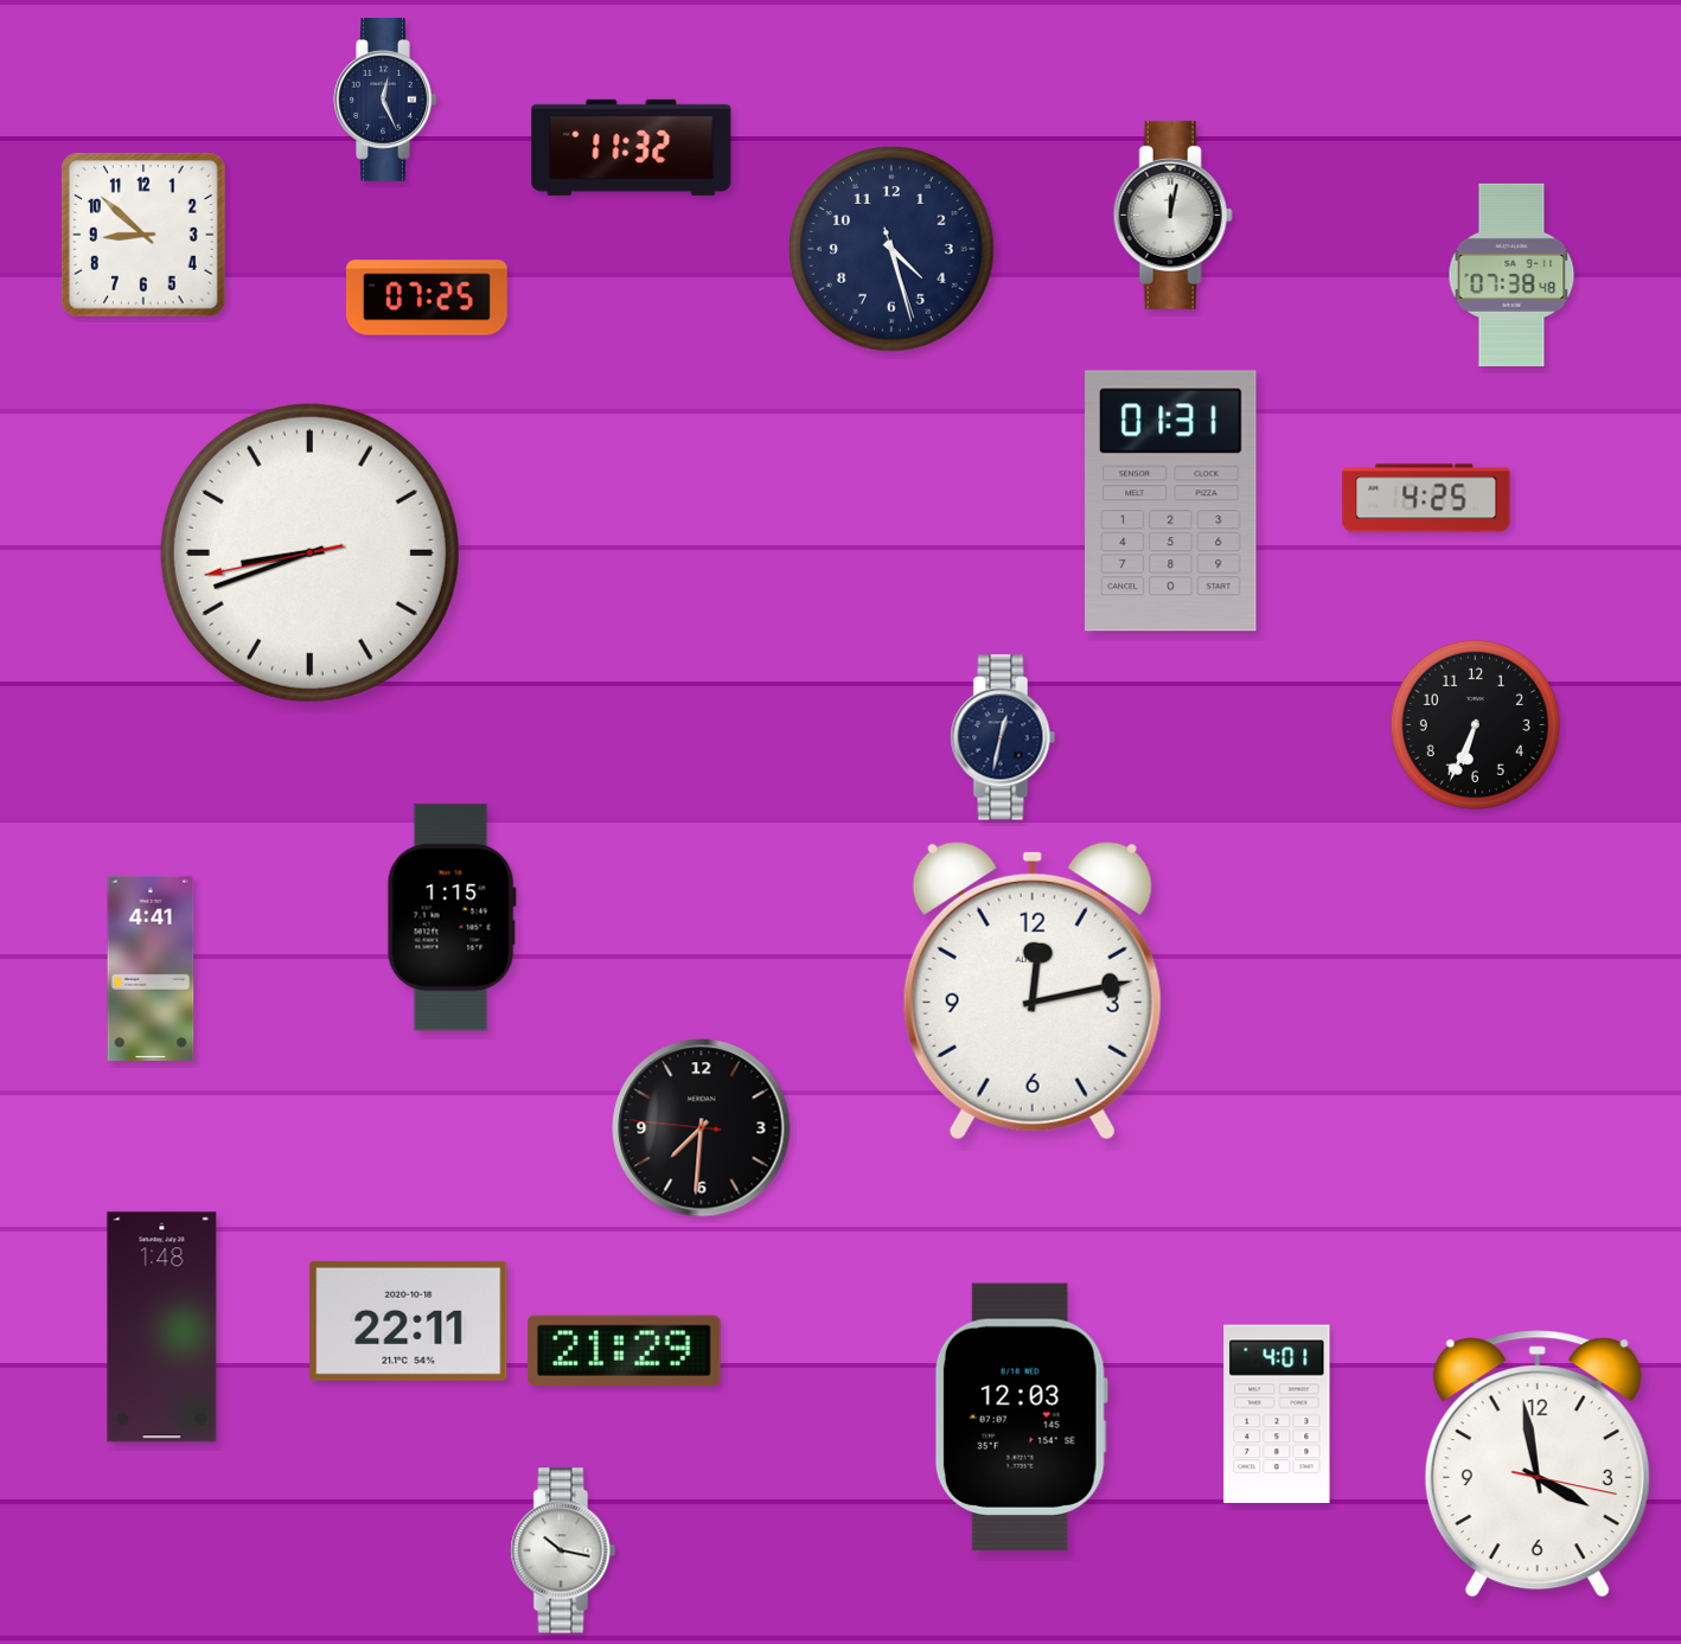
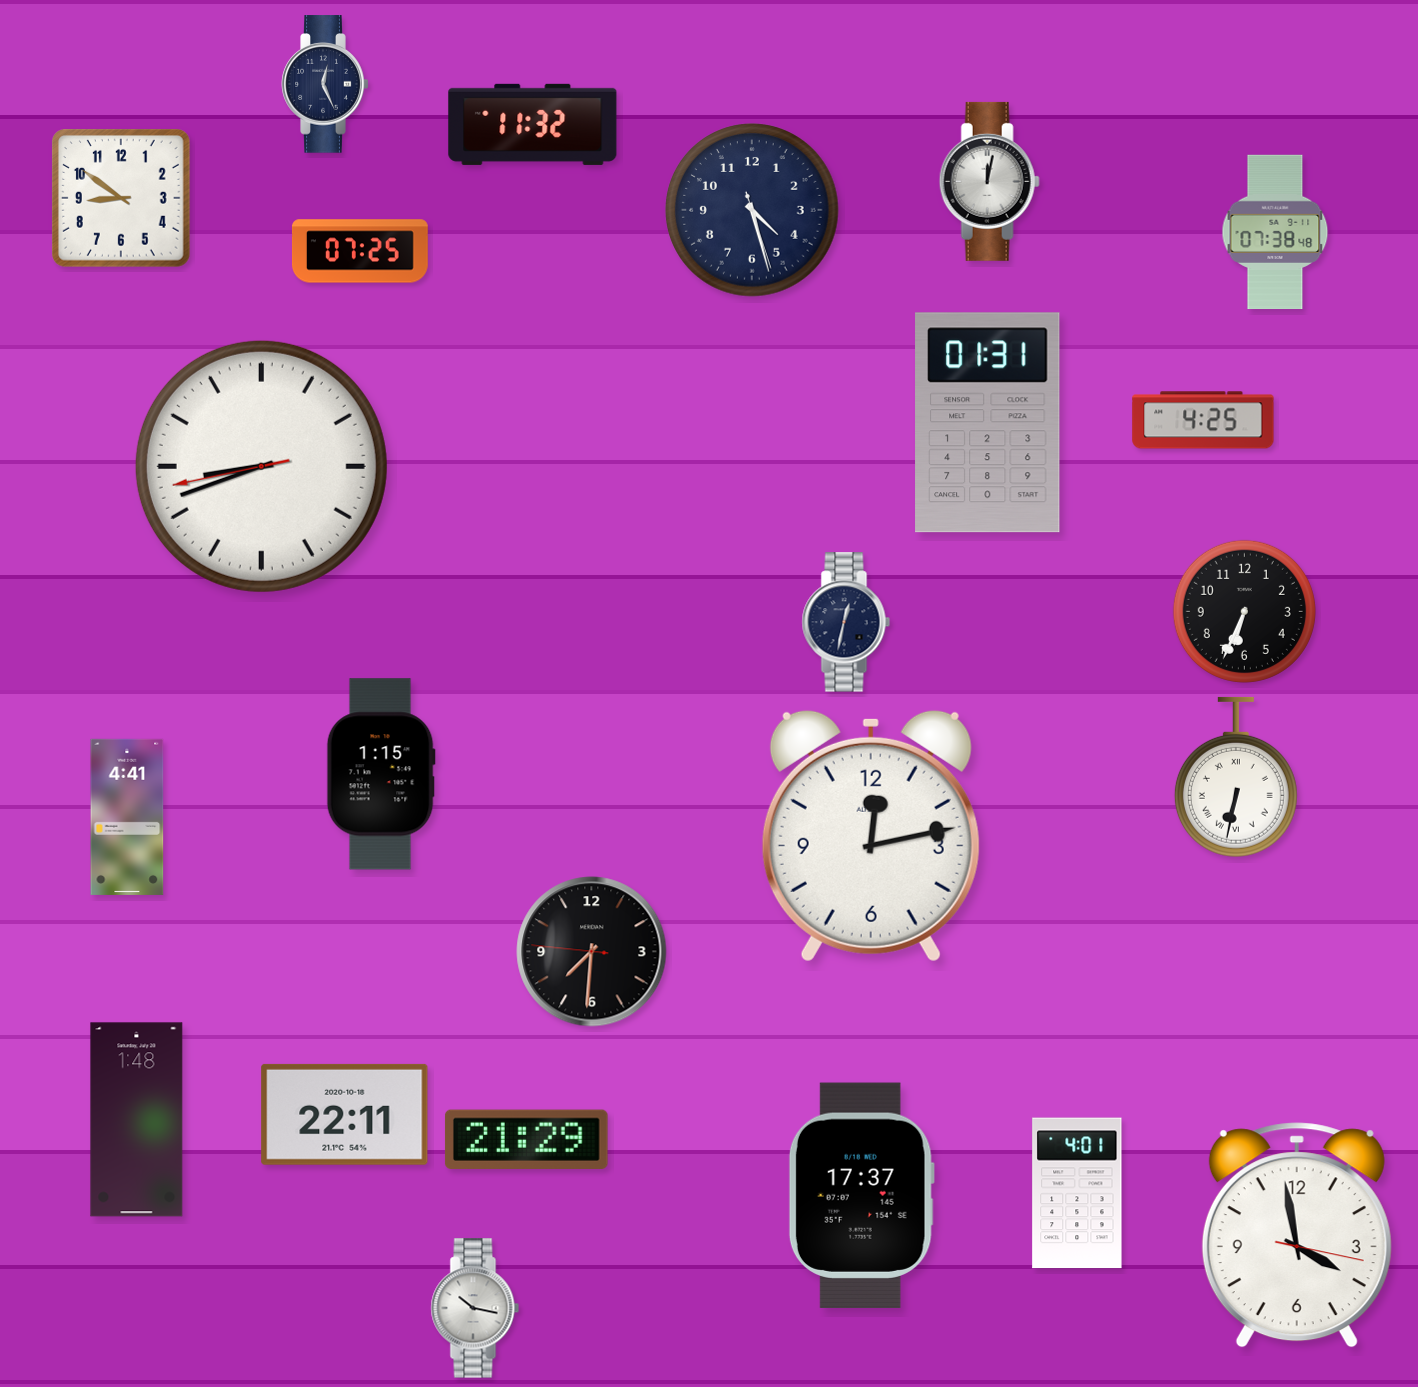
clock at (145, 236): 8:52 -> 8:51
clock at (1236, 777): none -> 6:32
clock at (1021, 1416): 12:03 -> 17:37
